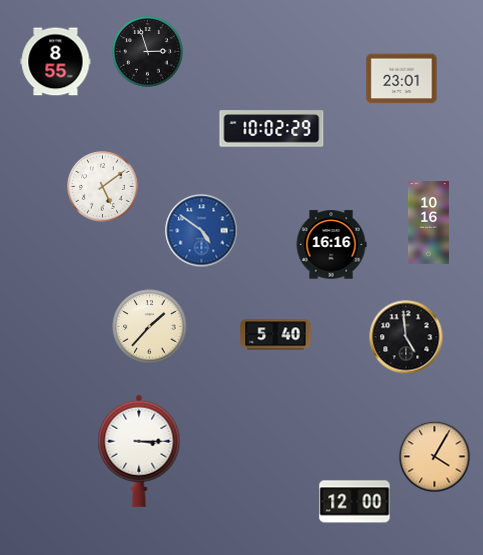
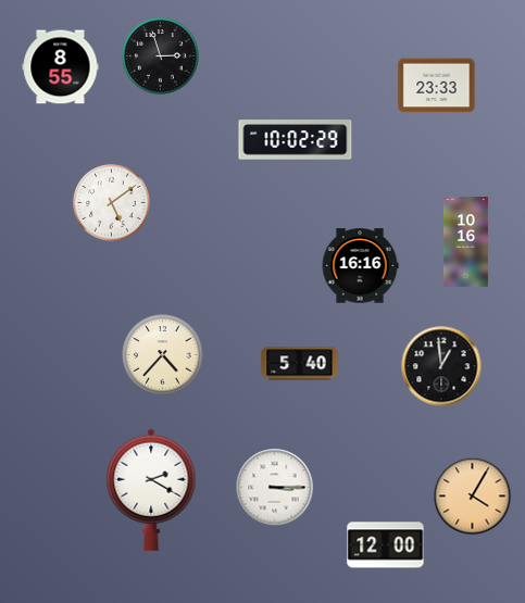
clock at (402, 79): 23:01 -> 23:33
clock at (202, 231): 4:51 -> none
clock at (150, 327): 1:37 -> 4:37
clock at (406, 337): 4:59 -> 12:59
clock at (275, 488): none -> 3:15
clock at (139, 451): 3:15 -> 2:20
